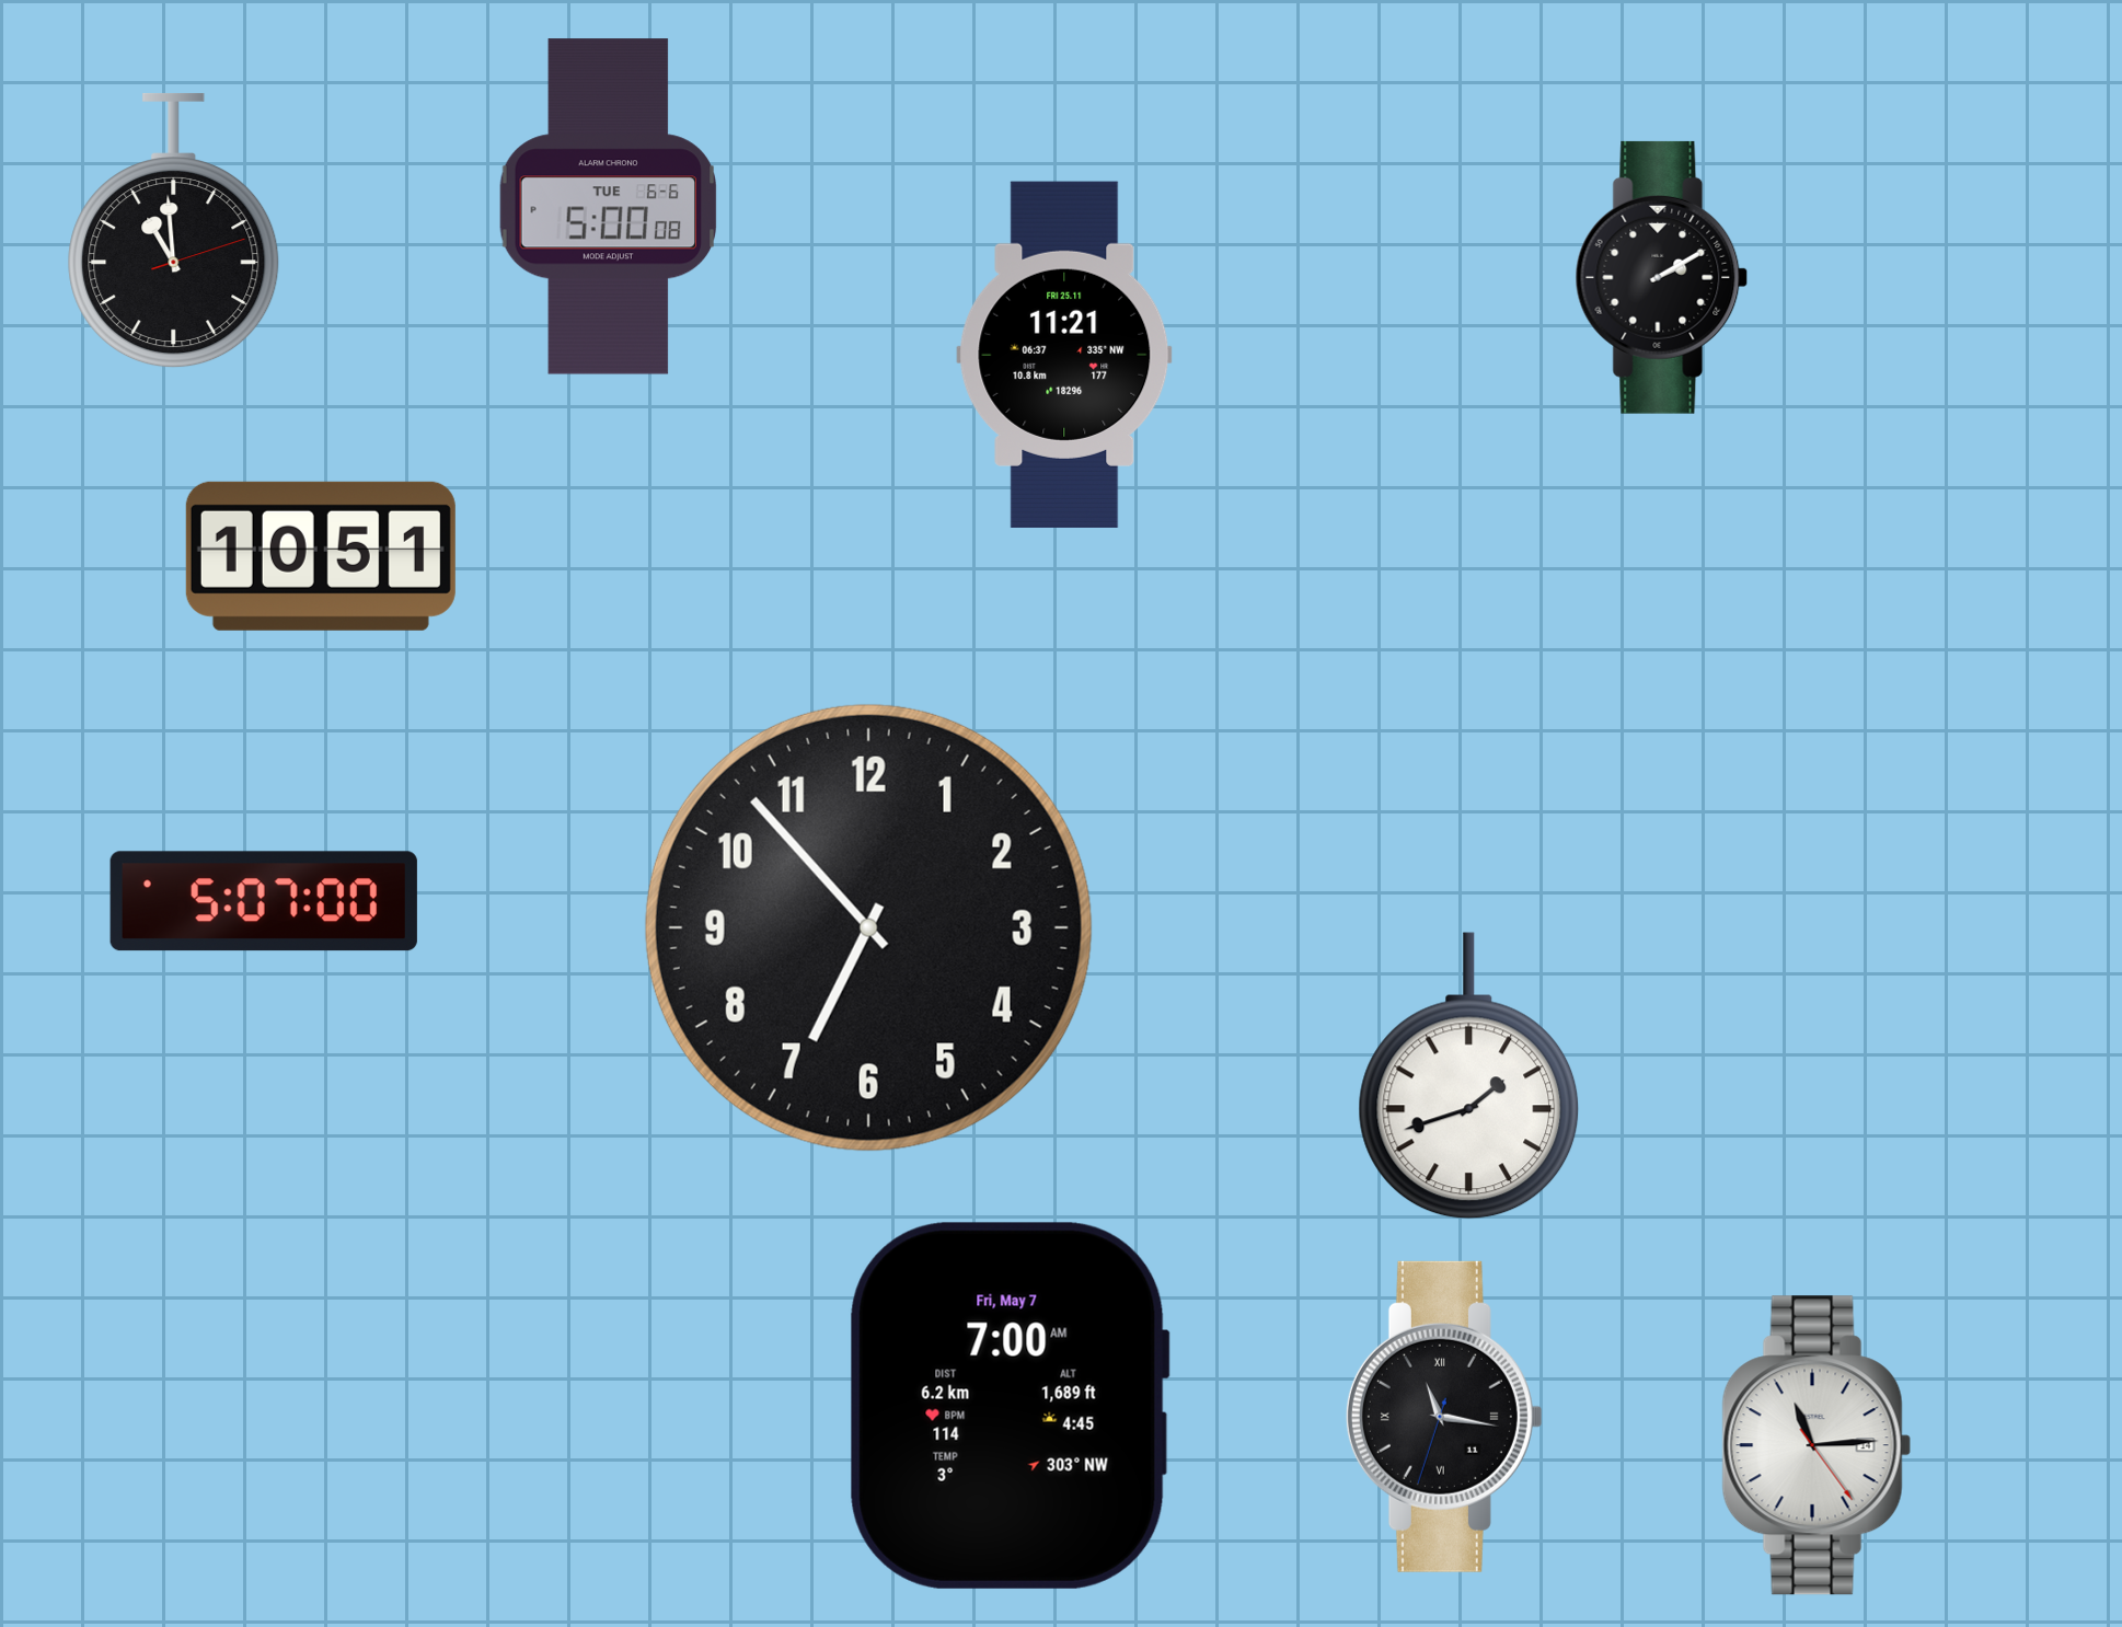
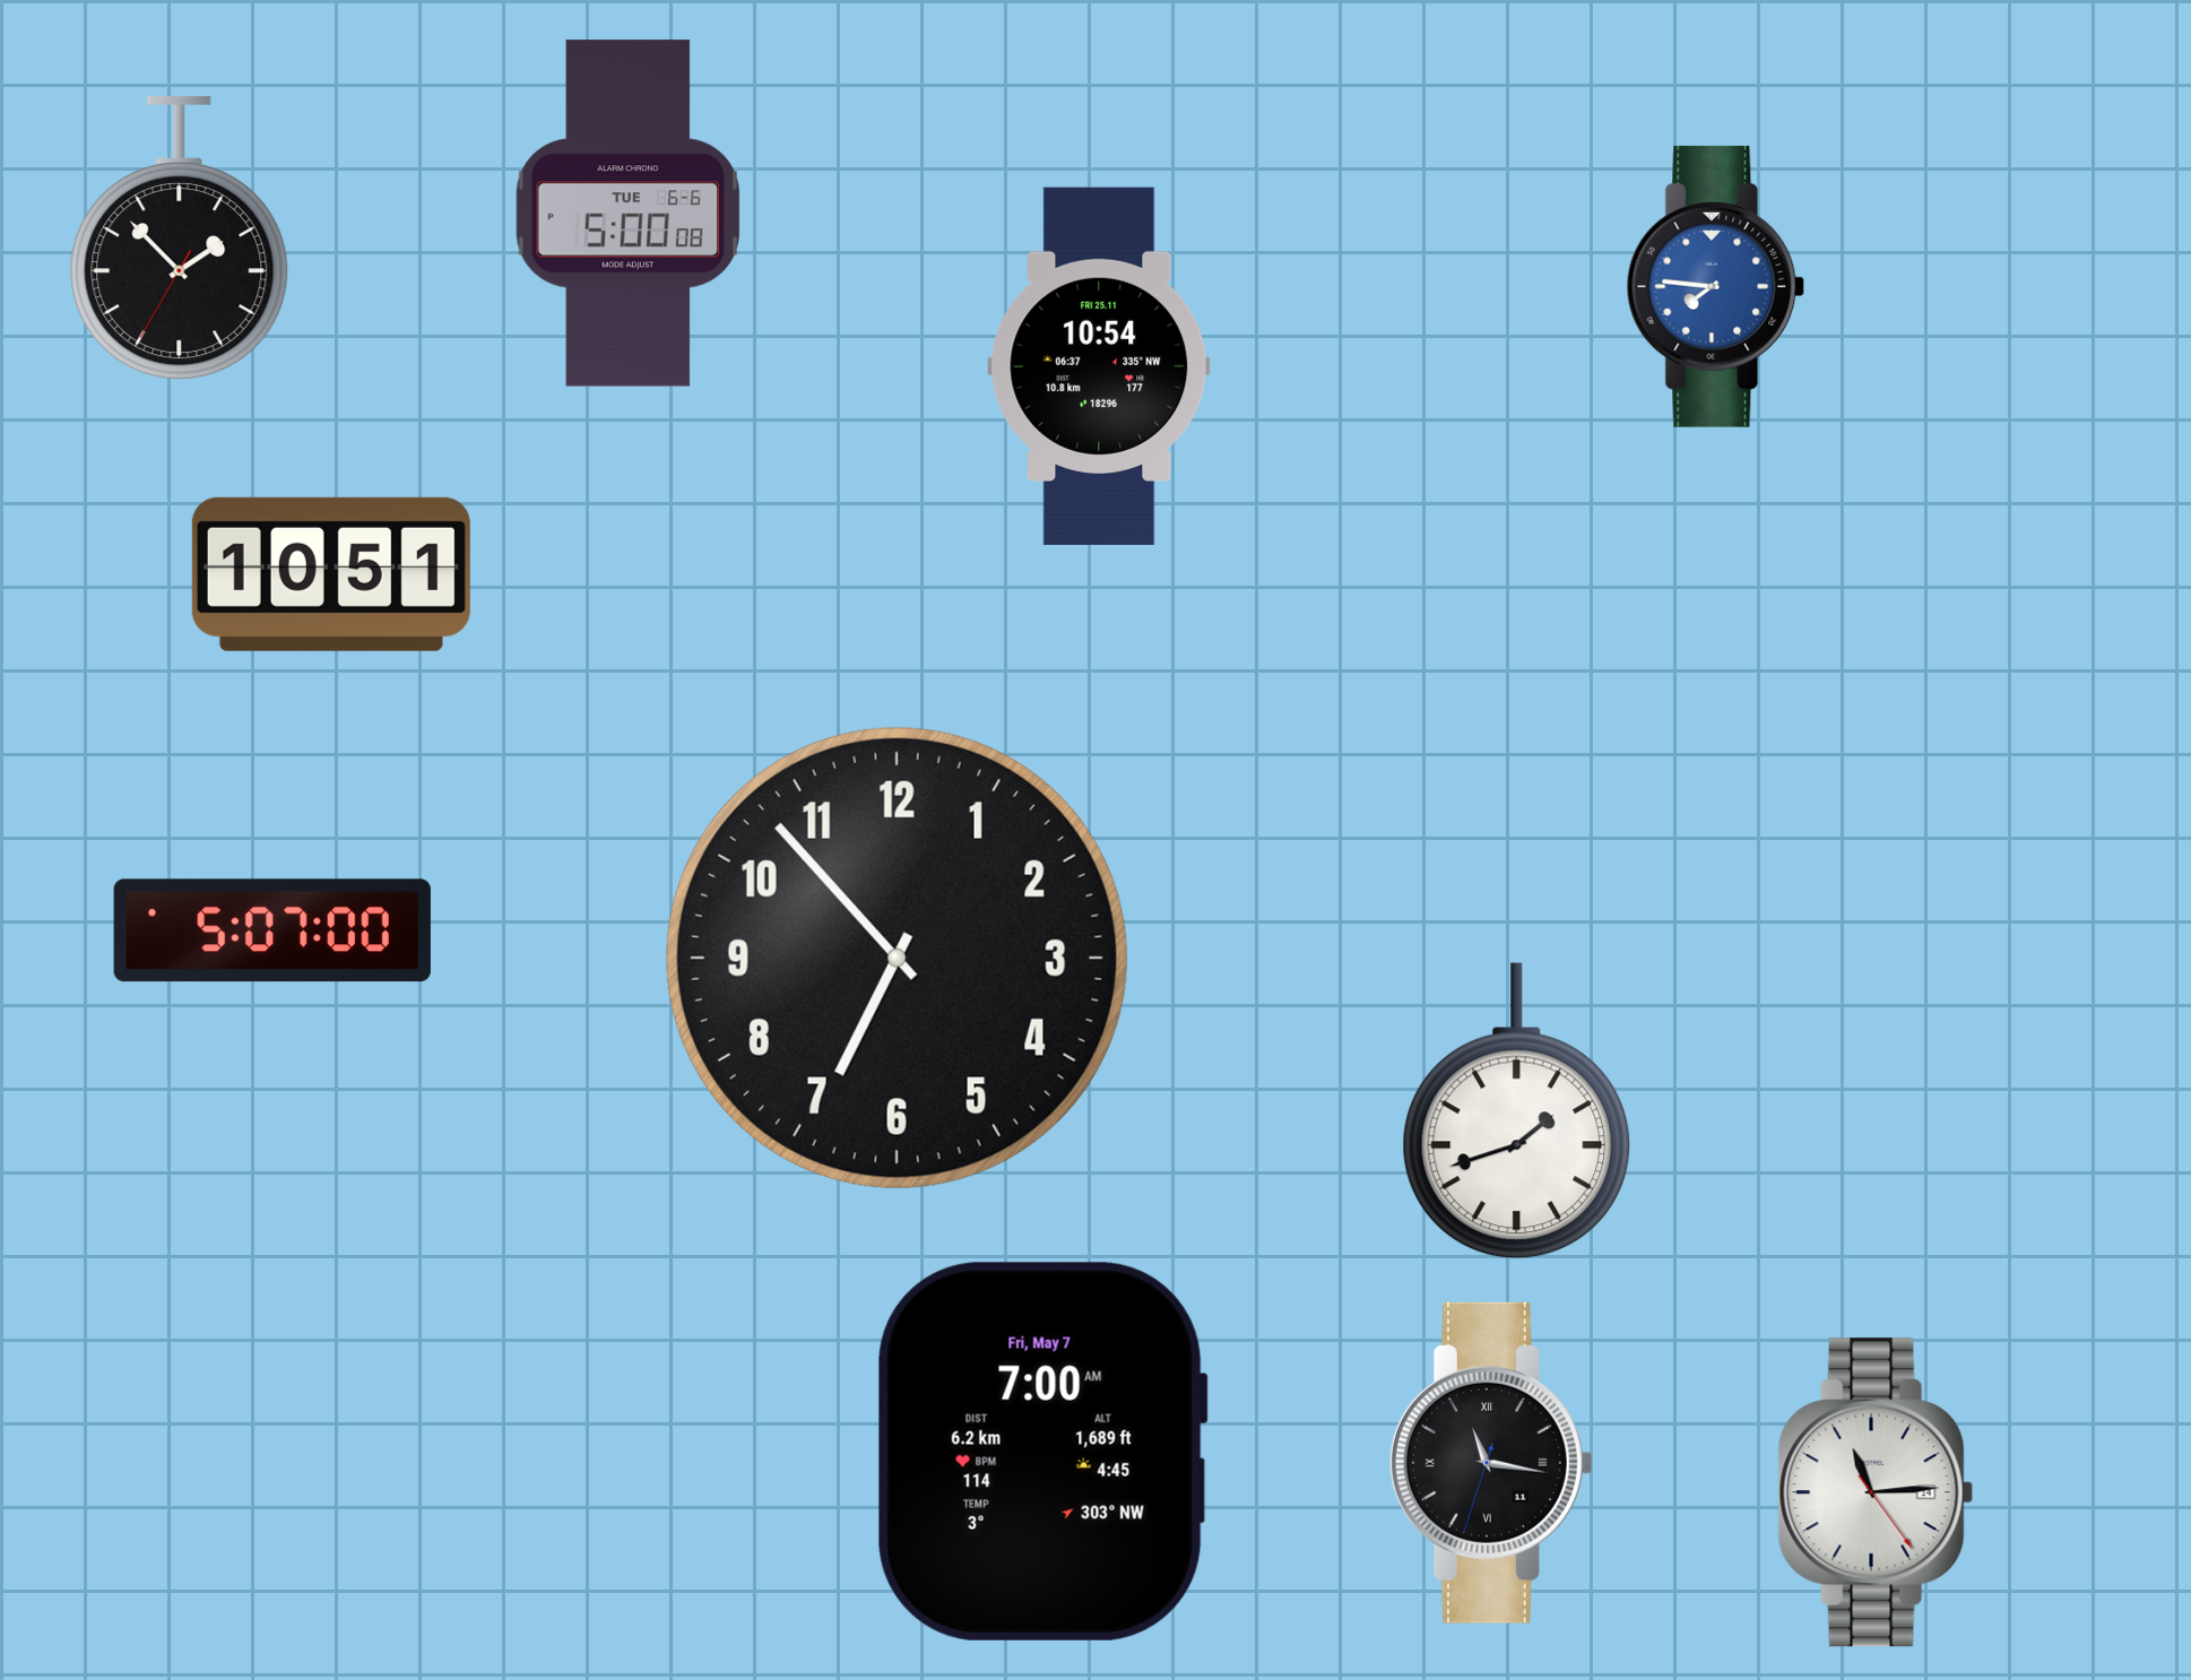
clock at (174, 231): 10:59 -> 1:52
clock at (1662, 277): 2:10 -> 7:46
clock at (1662, 277) dial: black -> blue
clock at (1064, 355): 11:21 -> 10:54
